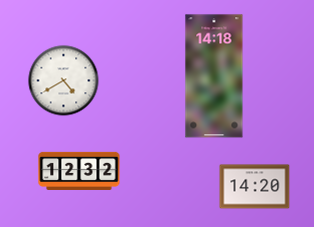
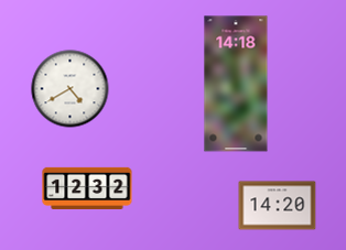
clock at (255, 187) position: (255, 187) -> (278, 206)
